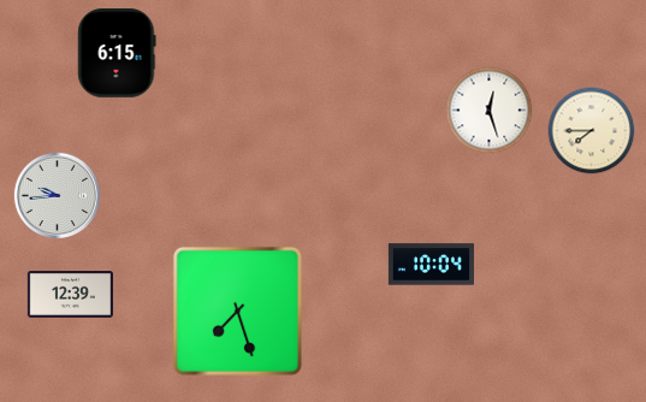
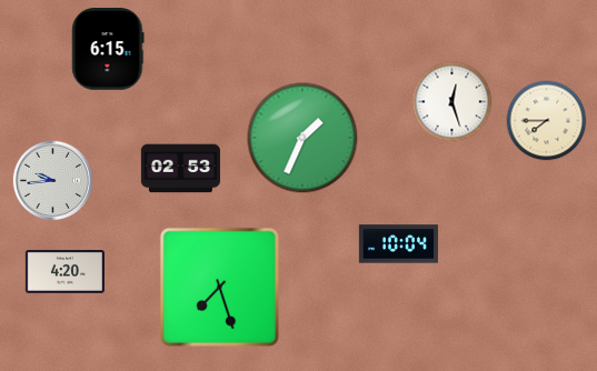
clock at (302, 138): none -> 1:34
clock at (180, 169): none -> 02:53
clock at (70, 295): 12:39 -> 4:20
